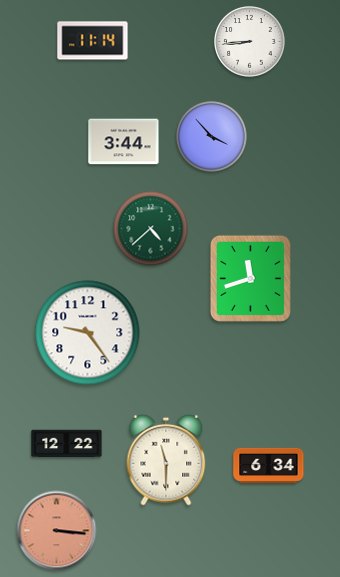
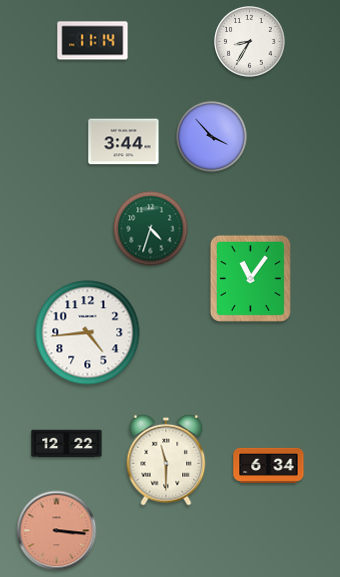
clock at (250, 42): 8:44 -> 8:35
clock at (151, 229): 4:38 -> 4:33
clock at (250, 278): 11:42 -> 11:06
clock at (88, 333): 9:24 -> 4:44
